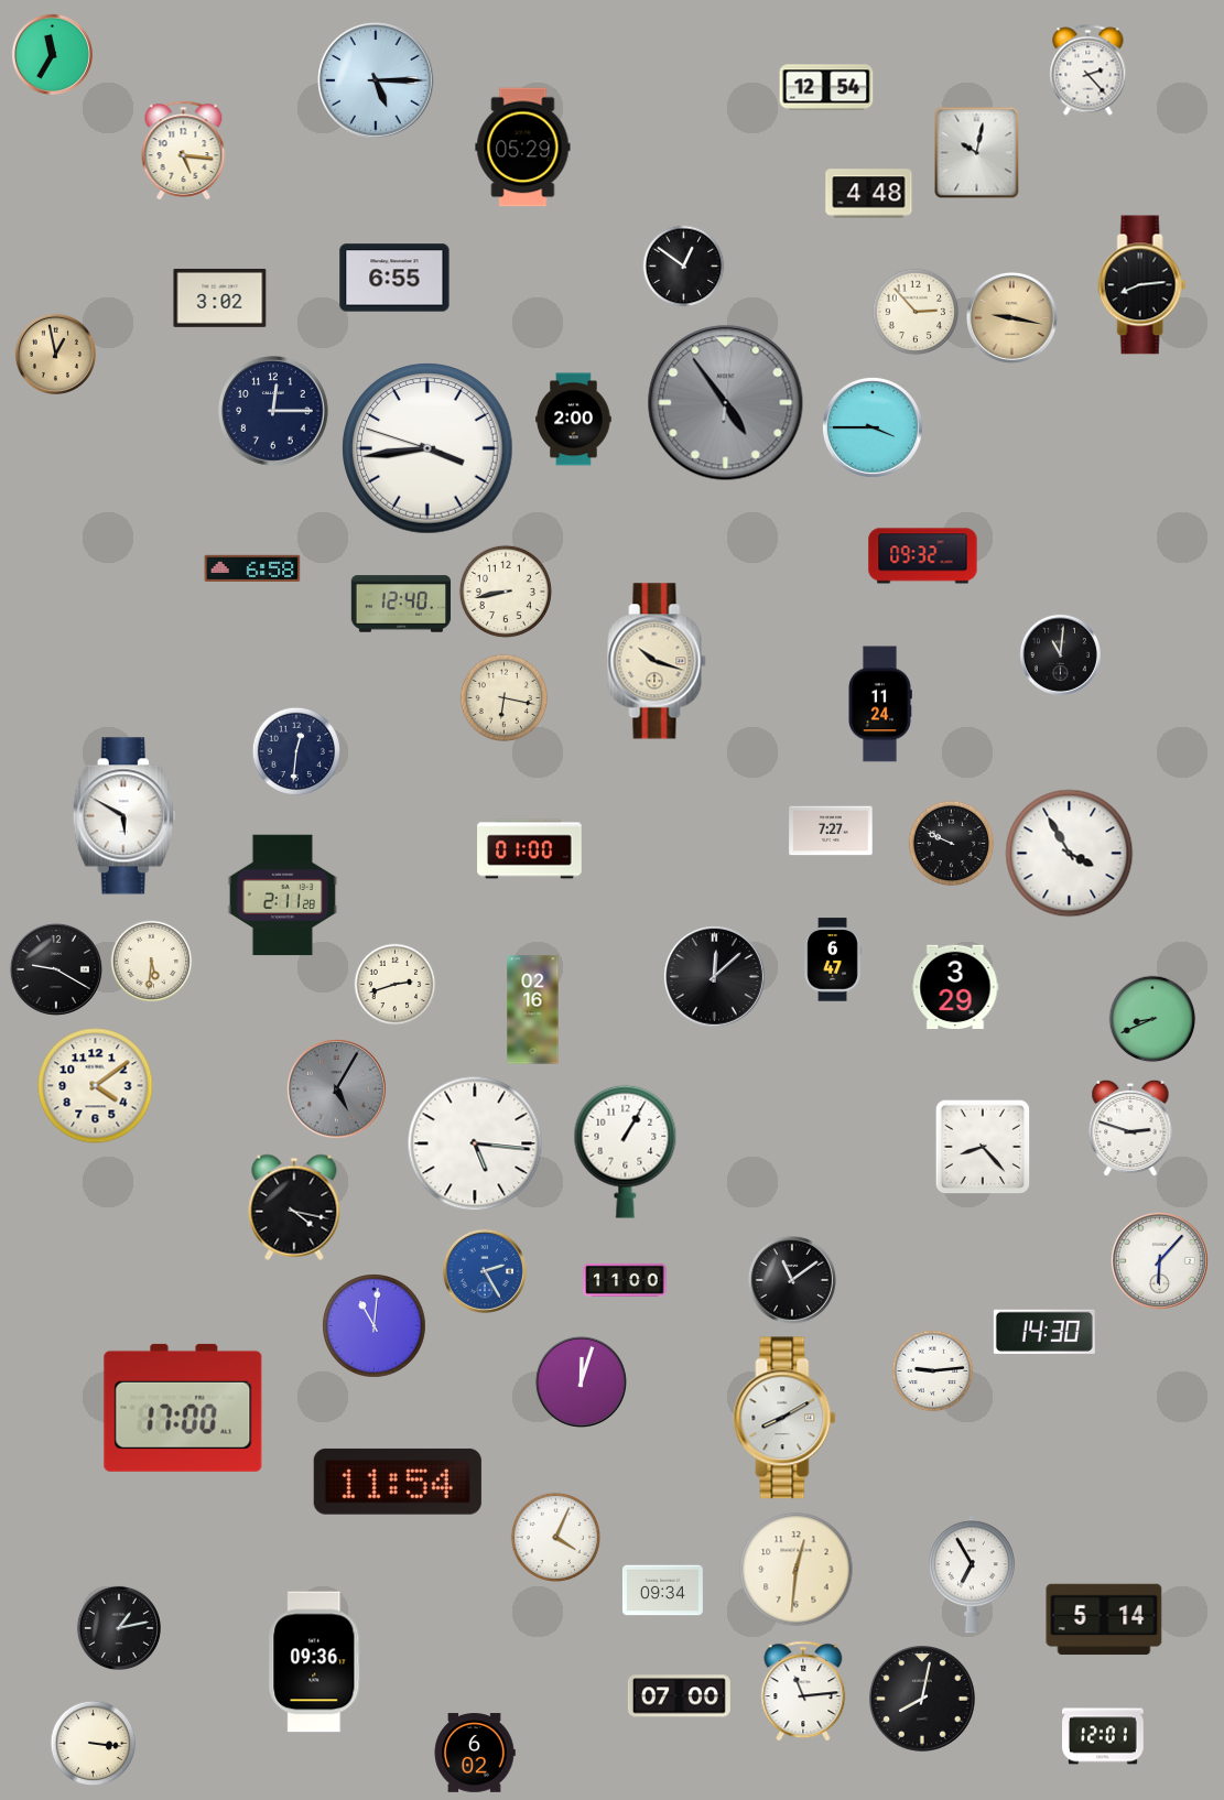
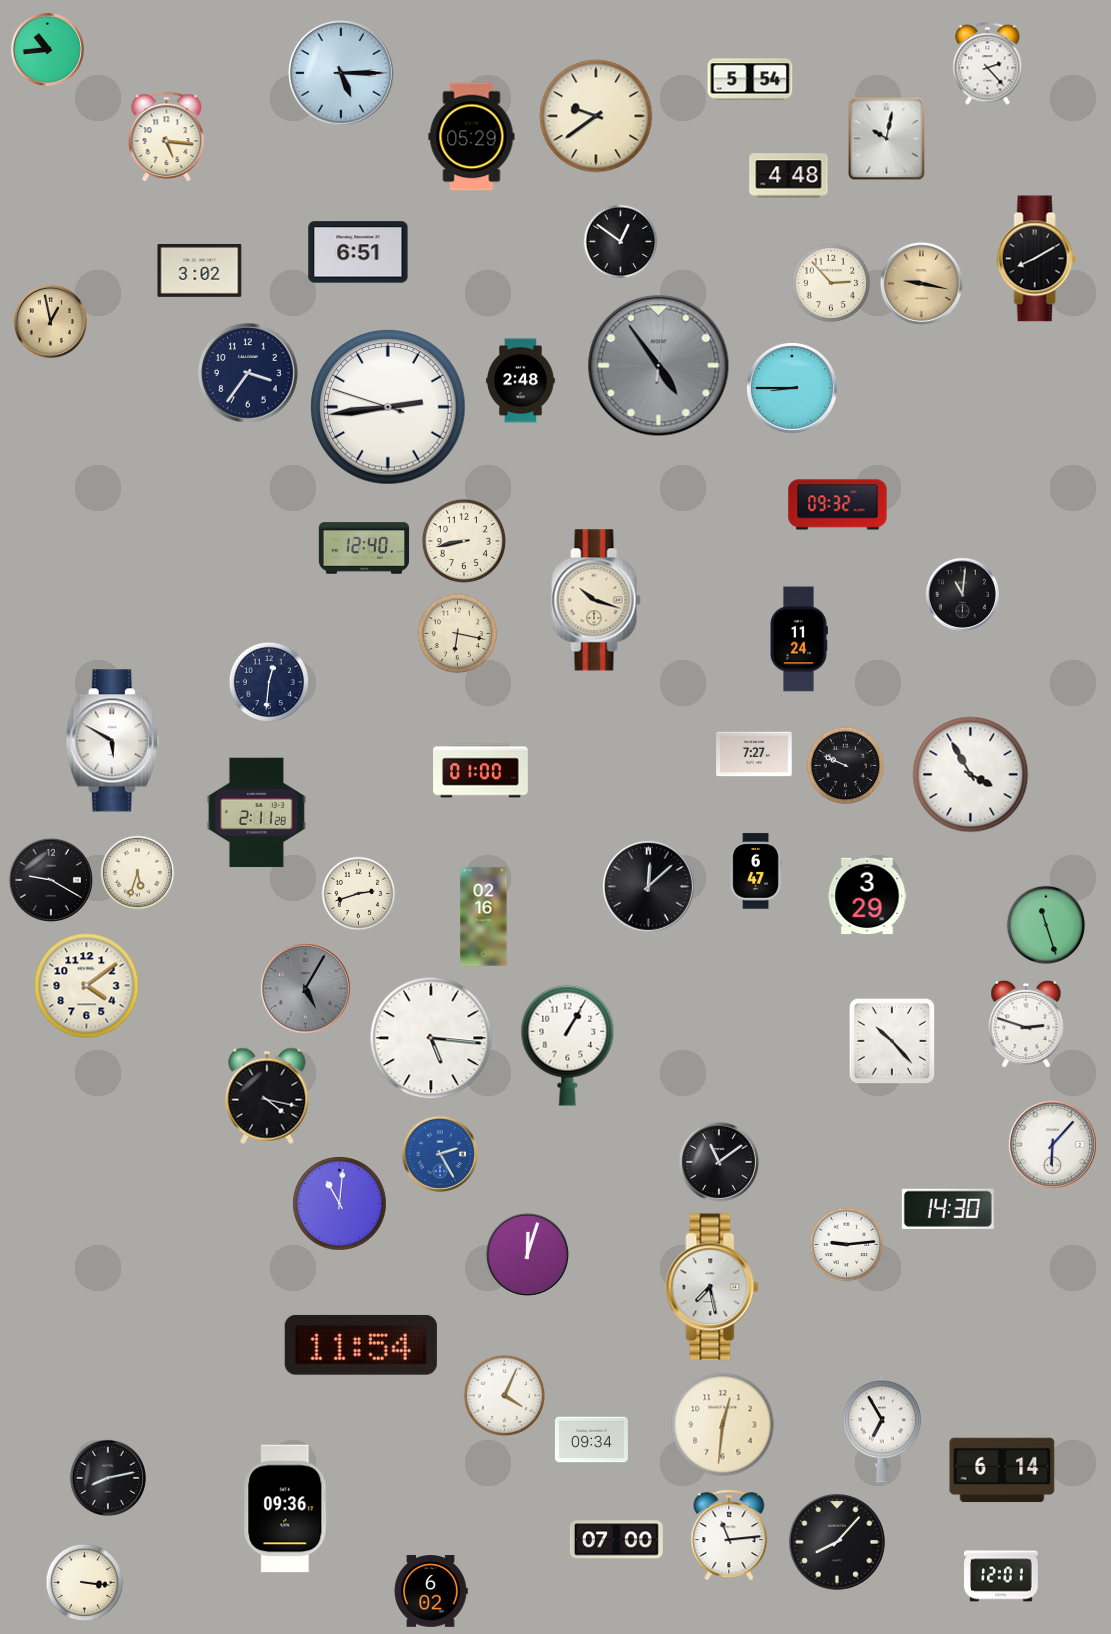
clock at (52, 54): 11:35 -> 10:44
clock at (826, 87): 12:54 -> 5:54
clock at (596, 116): none -> 9:39
clock at (523, 148) position: (523, 148) -> (472, 137)
clock at (394, 278): 6:55 -> 6:51
clock at (1142, 285): 8:14 -> 8:10
clock at (1011, 317) position: (1011, 317) -> (921, 283)
clock at (273, 411): 12:15 -> 3:36
clock at (574, 420): 2:00 -> 2:48
clock at (873, 427): 3:45 -> 8:45
clock at (427, 448): 3:43 -> 2:43
clock at (252, 568): 6:58 -> none
clock at (506, 592) position: (506, 592) -> (464, 541)
clock at (952, 844) position: (952, 844) -> (846, 766)
clock at (152, 962): 5:31 -> 5:33
clock at (1152, 1019): 8:41 -> 11:27
clock at (983, 1147): 8:23 -> 10:23
clock at (625, 1280): 11:00 -> none
clock at (183, 1408): 17:00 -> none
clock at (784, 1418): 8:10 -> 7:28
clock at (662, 1591) position: (662, 1591) -> (591, 1440)
clock at (1104, 1619): 5:14 -> 6:14
clock at (119, 1628): 1:13 -> 8:13
clock at (923, 1700): 8:02 -> 8:07
